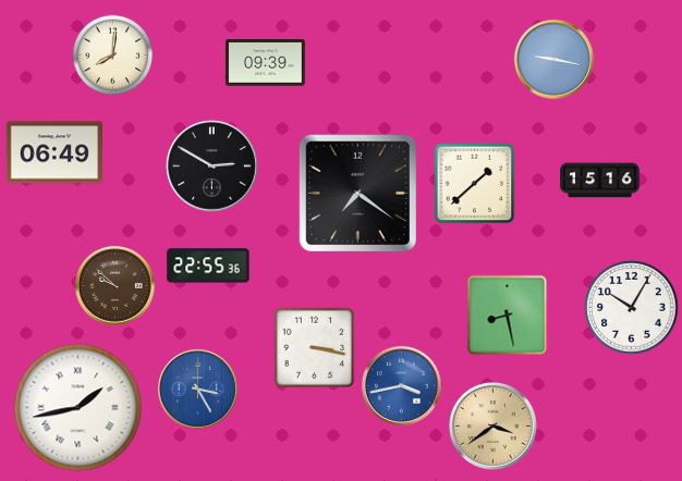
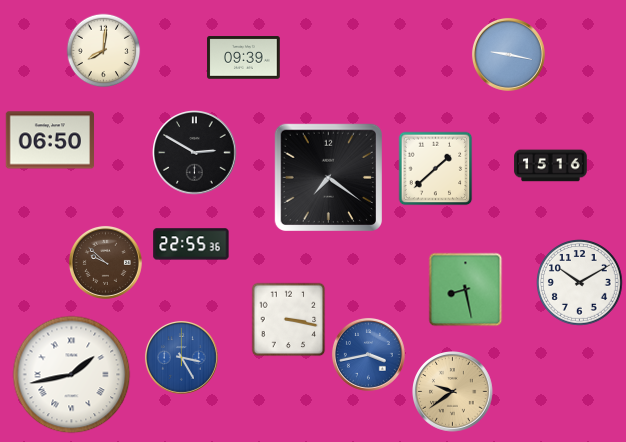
clock at (53, 152): 06:49 -> 06:50
clock at (632, 308): 10:05 -> 10:10
clock at (494, 427): 3:39 -> 9:39
